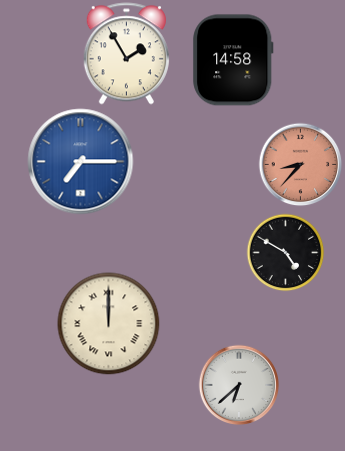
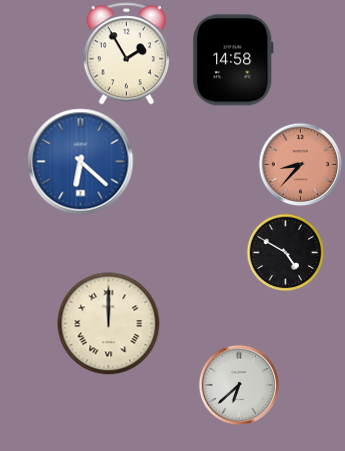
clock at (81, 162): 7:15 -> 6:22
